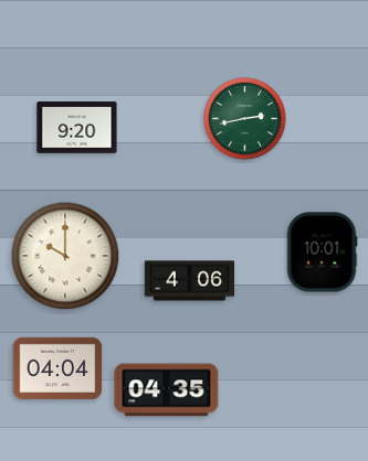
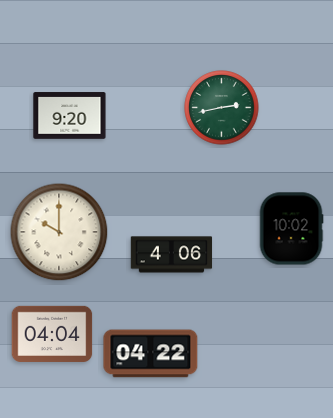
clock at (322, 253): 10:01 -> 10:02
clock at (167, 390): 04:35 -> 04:22
